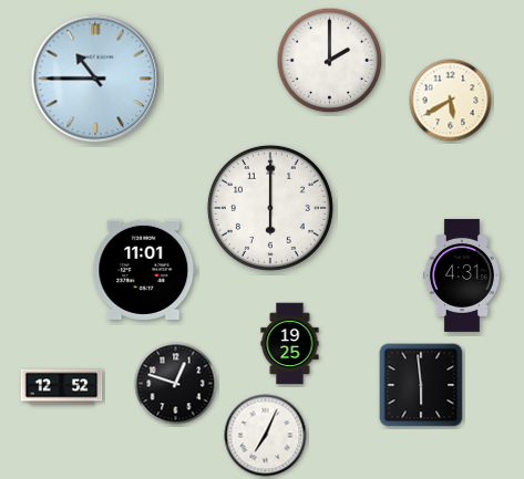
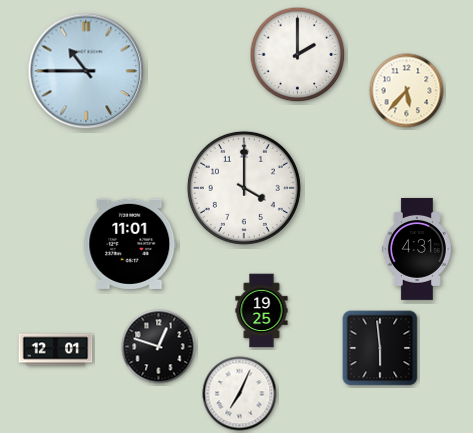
clock at (451, 101): 5:40 -> 5:37
clock at (270, 208): 6:00 -> 4:00
clock at (62, 387): 12:52 -> 12:01
